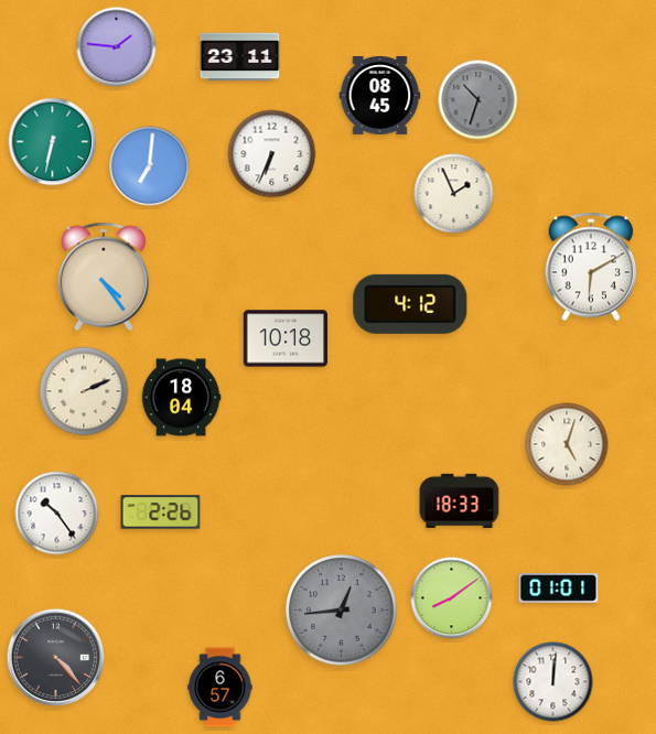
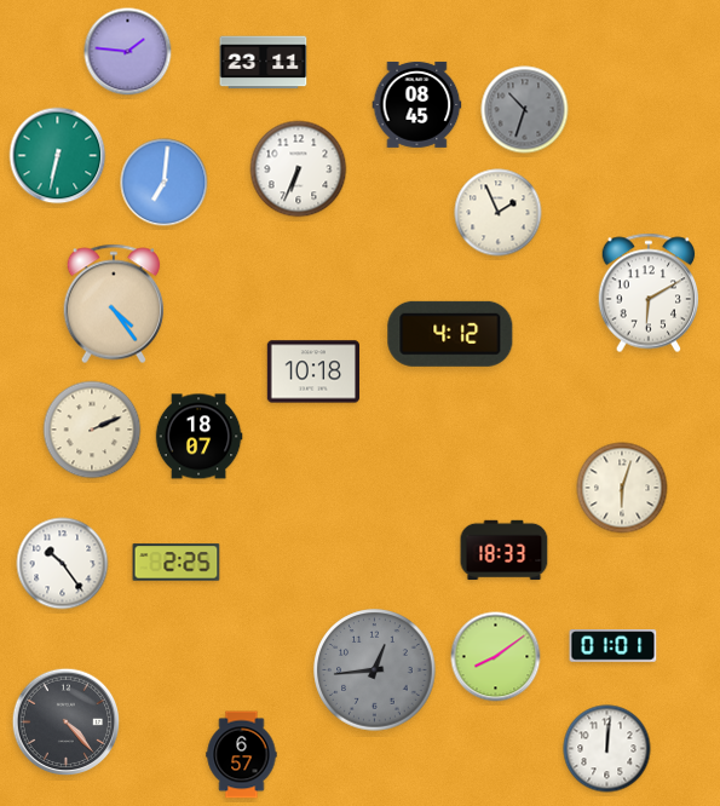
clock at (181, 398): 18:04 -> 18:07
clock at (567, 444): 5:03 -> 6:03
clock at (161, 512): 2:26 -> 2:25
clock at (56, 658) position: (56, 658) -> (67, 722)
